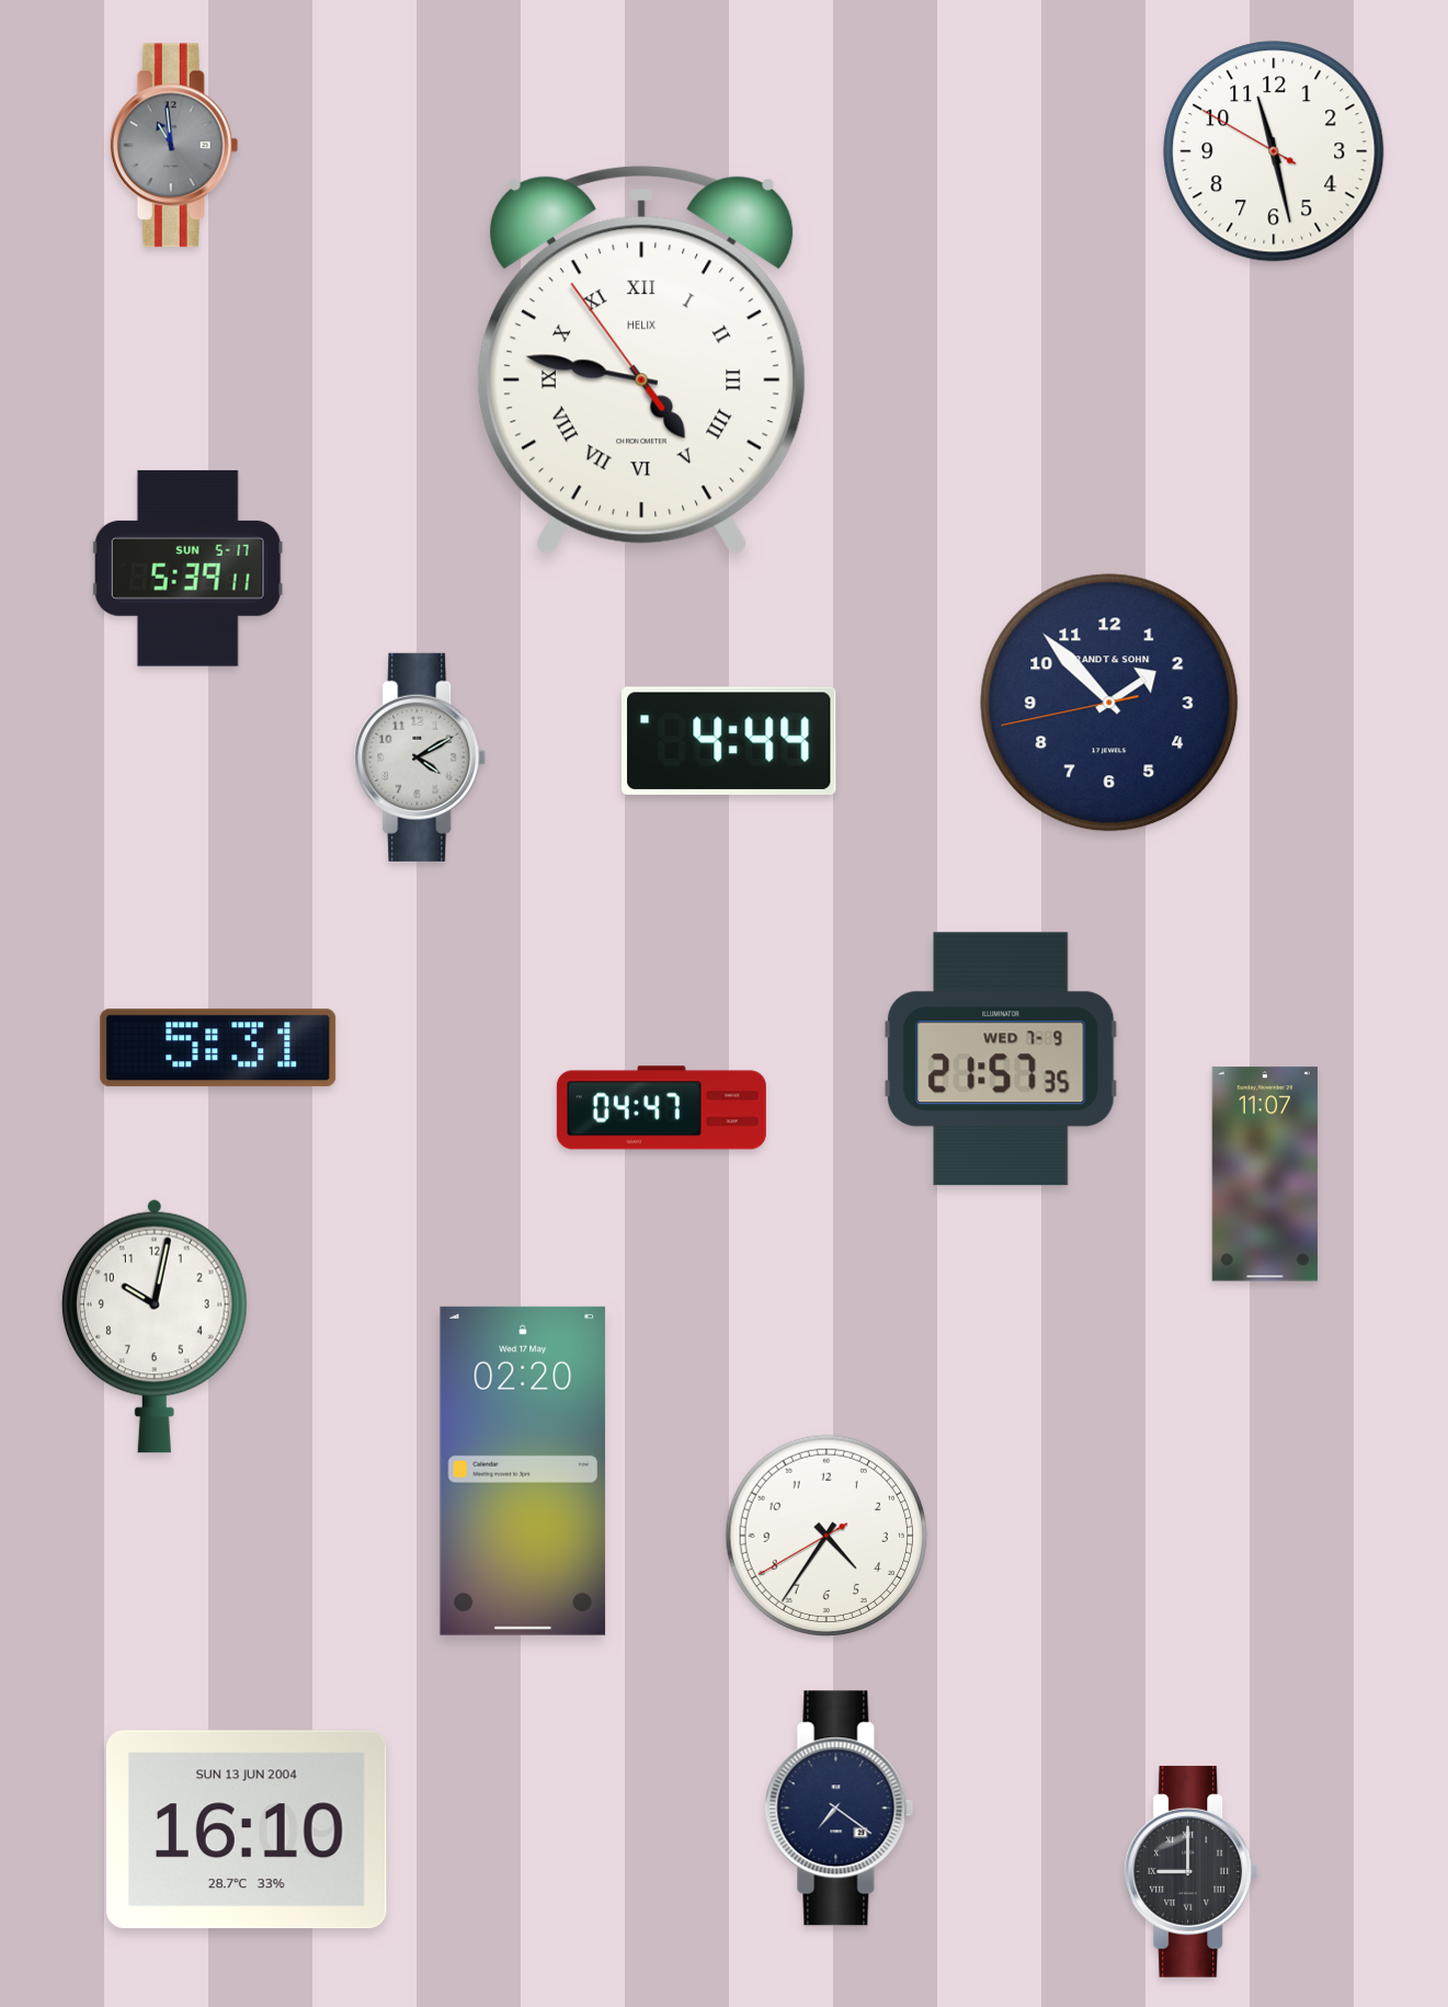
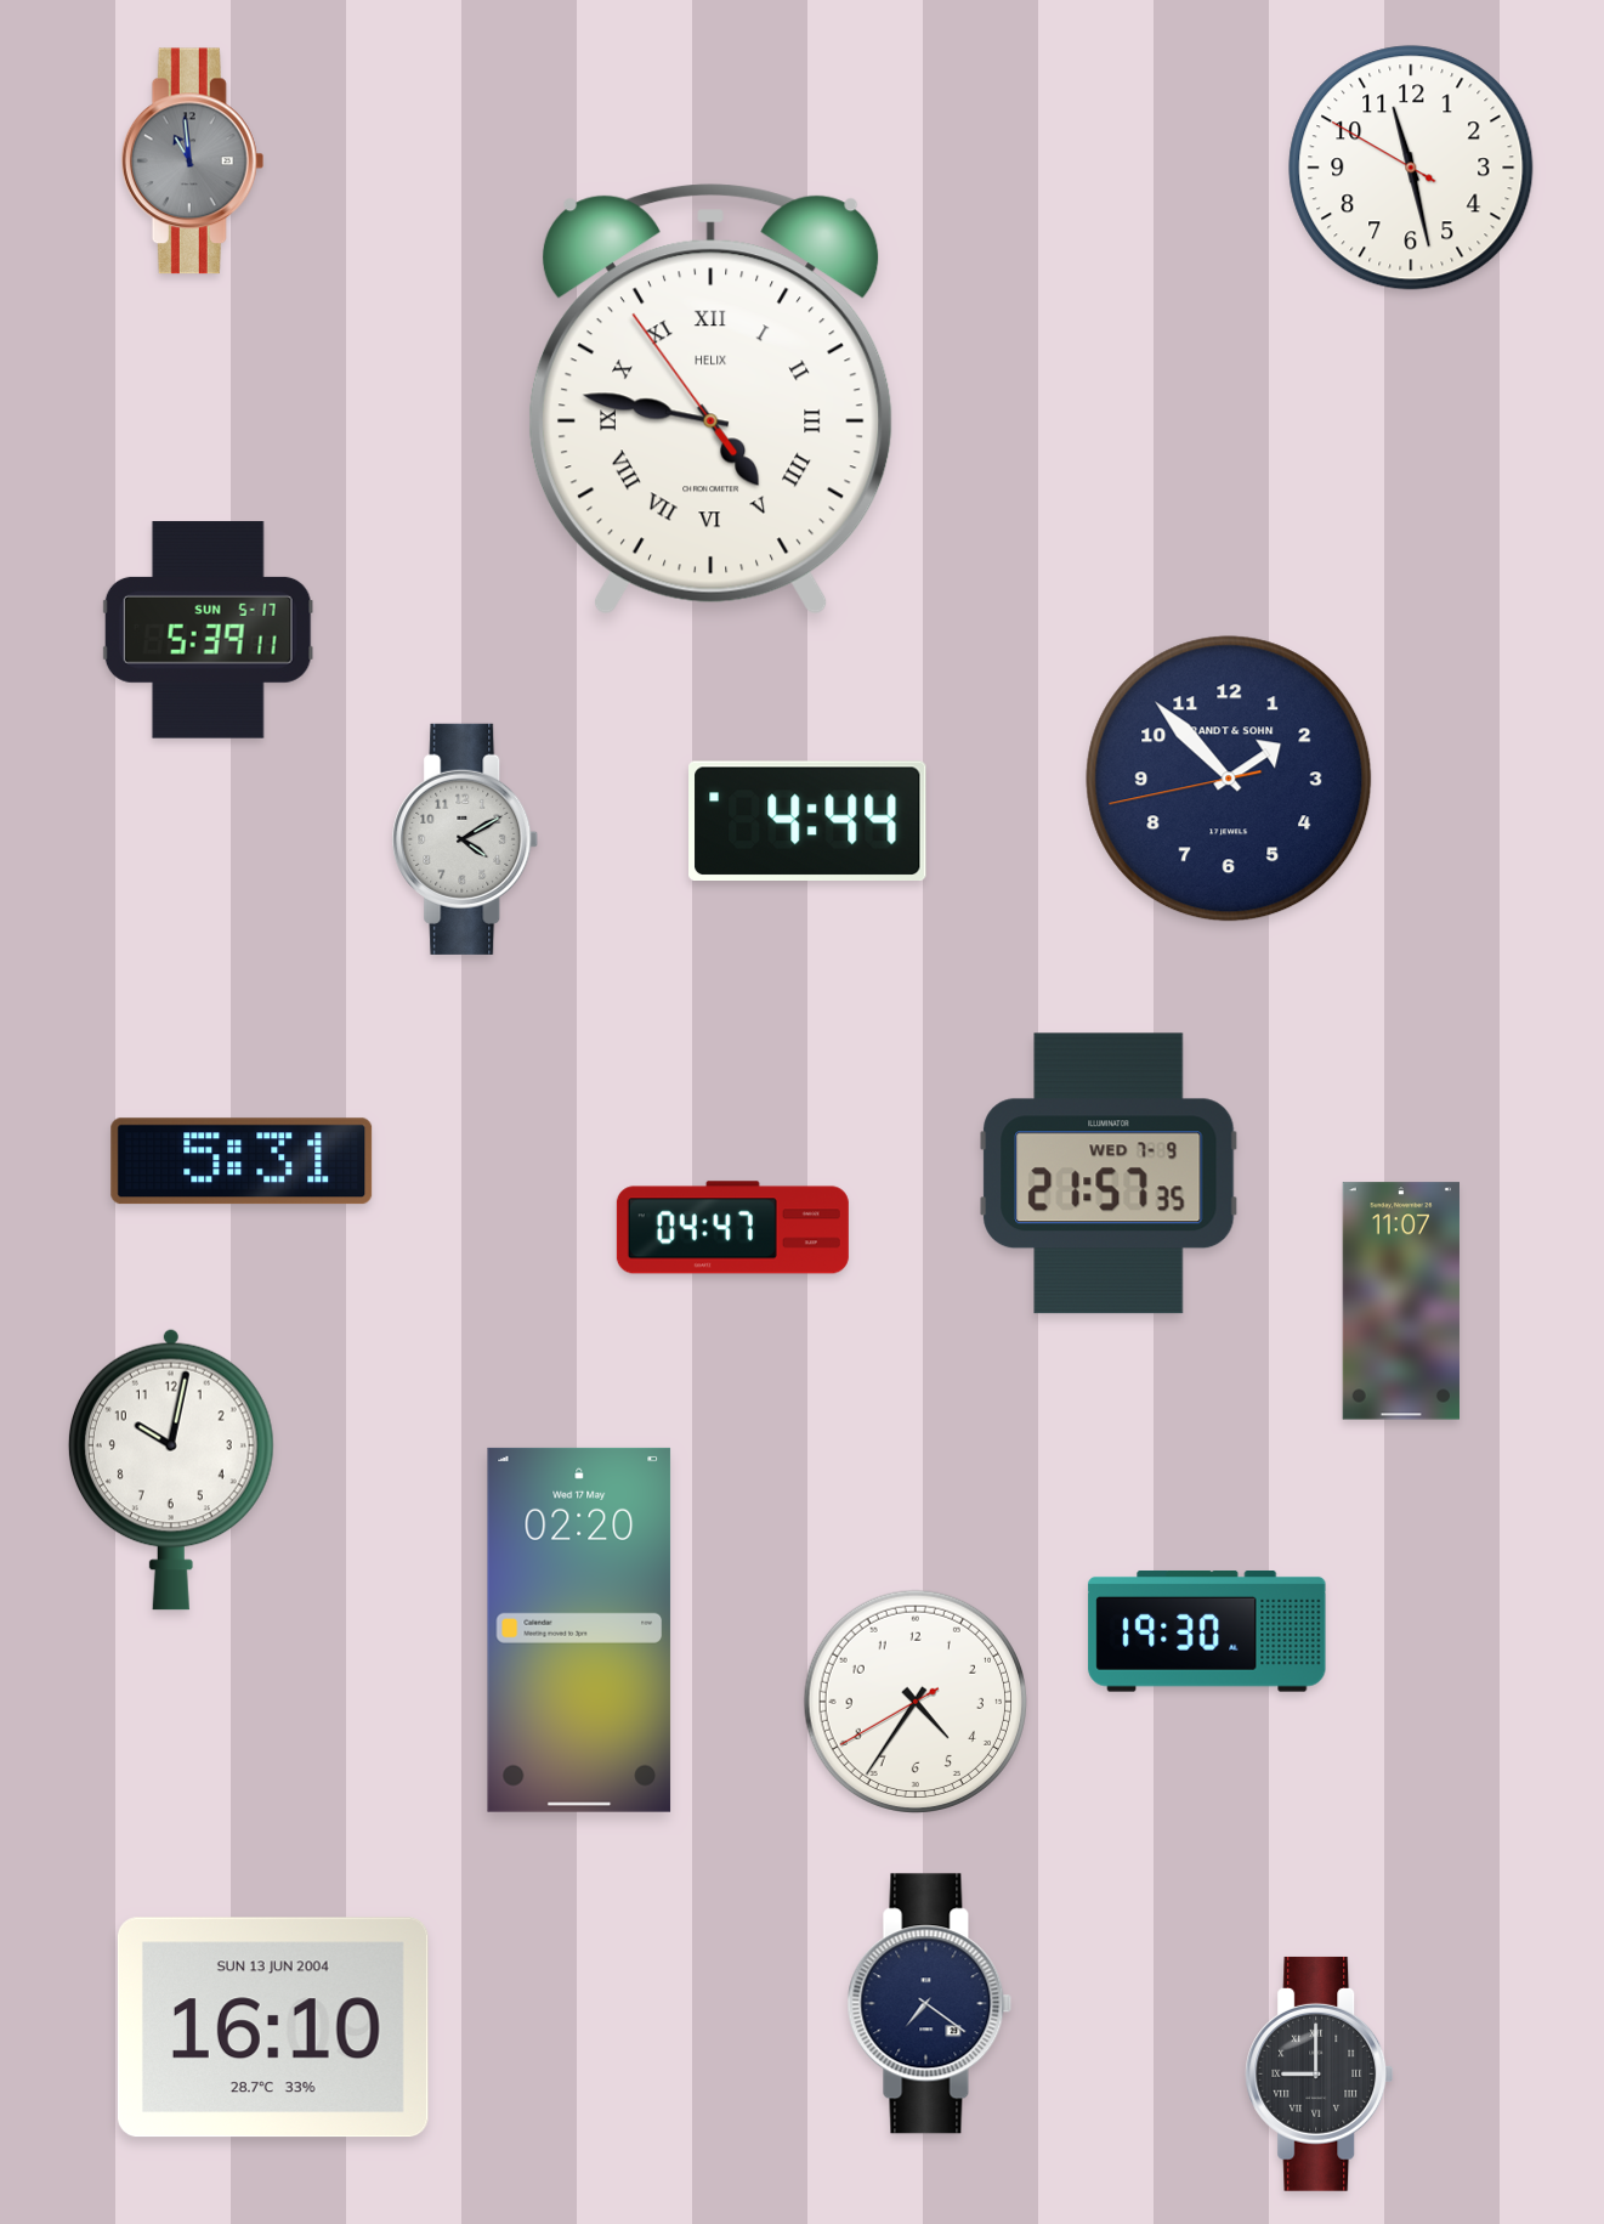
clock at (1207, 1632): none -> 19:30
